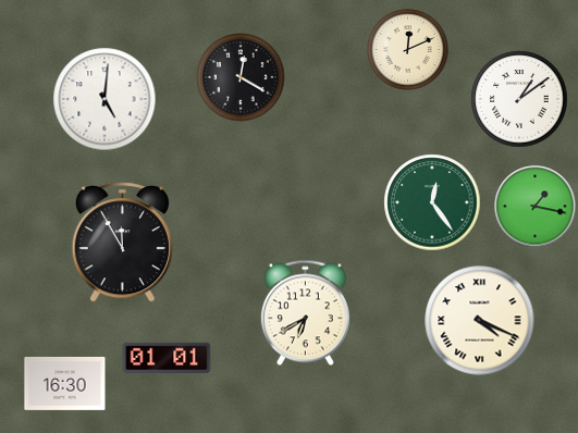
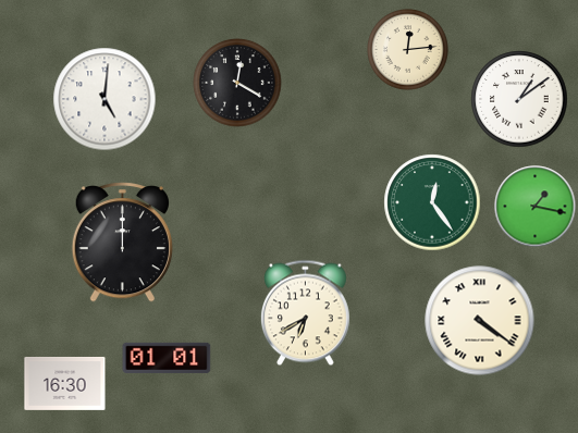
clock at (408, 50): 12:11 -> 12:14
clock at (241, 77) position: (241, 77) -> (237, 83)
clock at (122, 243): 11:55 -> 12:00
clock at (480, 321): 4:19 -> 4:21
